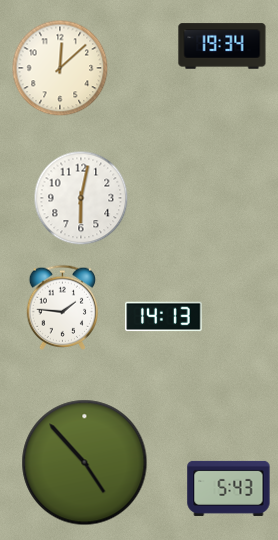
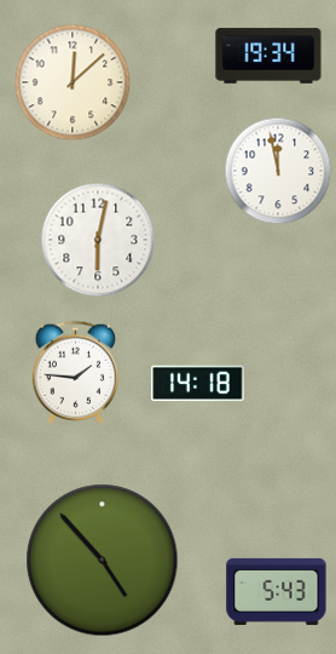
clock at (278, 171): none -> 11:58
clock at (164, 317): 14:13 -> 14:18
